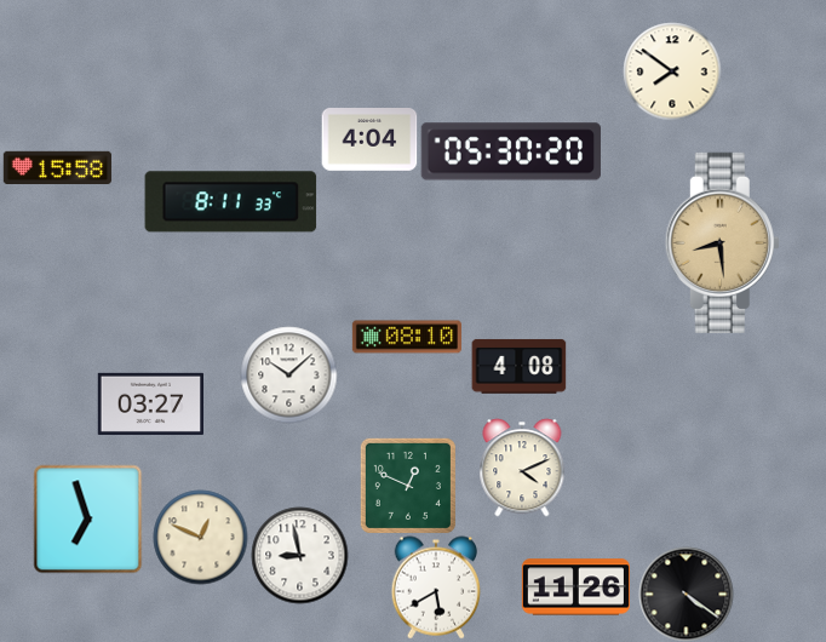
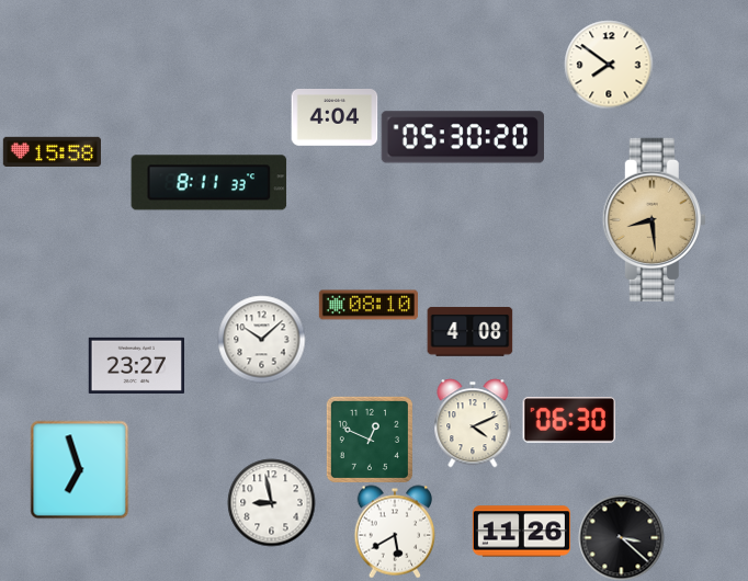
clock at (369, 141) position: (369, 141) -> (335, 118)
clock at (150, 403): 03:27 -> 23:27
clock at (568, 421): none -> 06:30
clock at (200, 537): 12:49 -> none
clock at (686, 594): 4:21 -> 3:22
